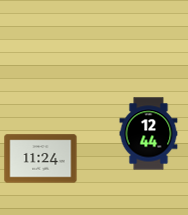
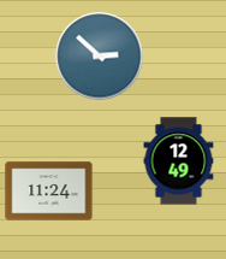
clock at (100, 57): none -> 2:52
clock at (149, 134): 12:44 -> 12:49
